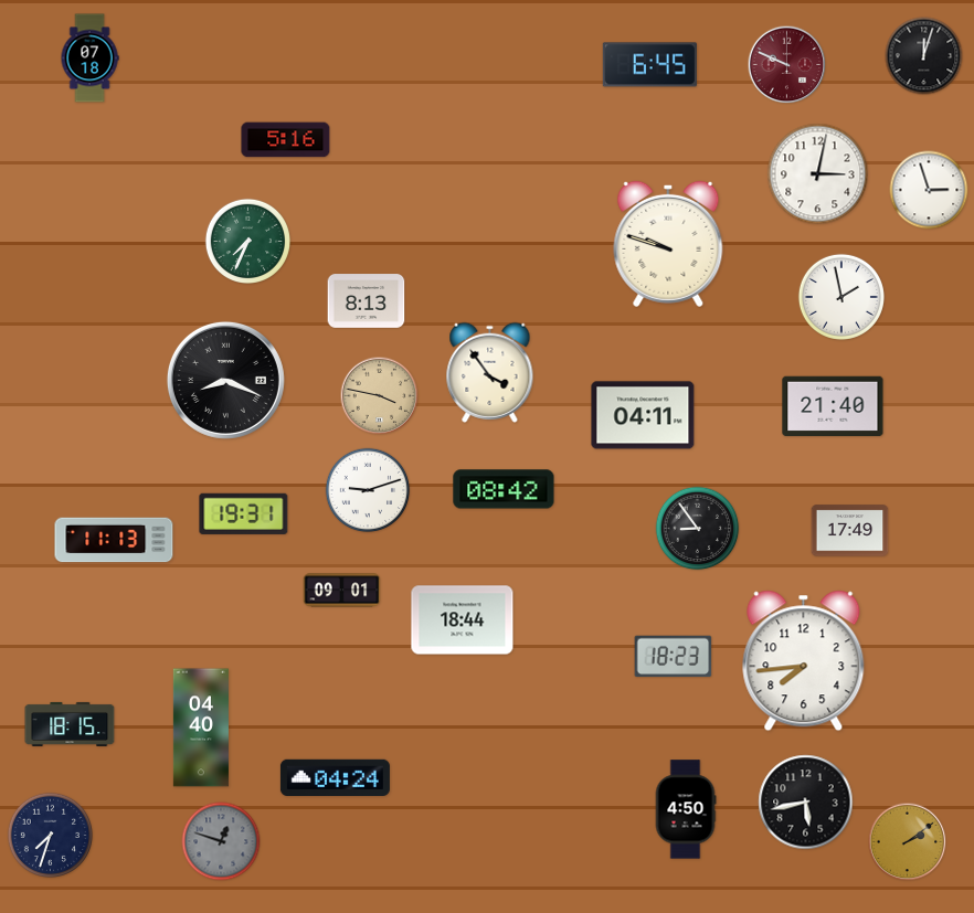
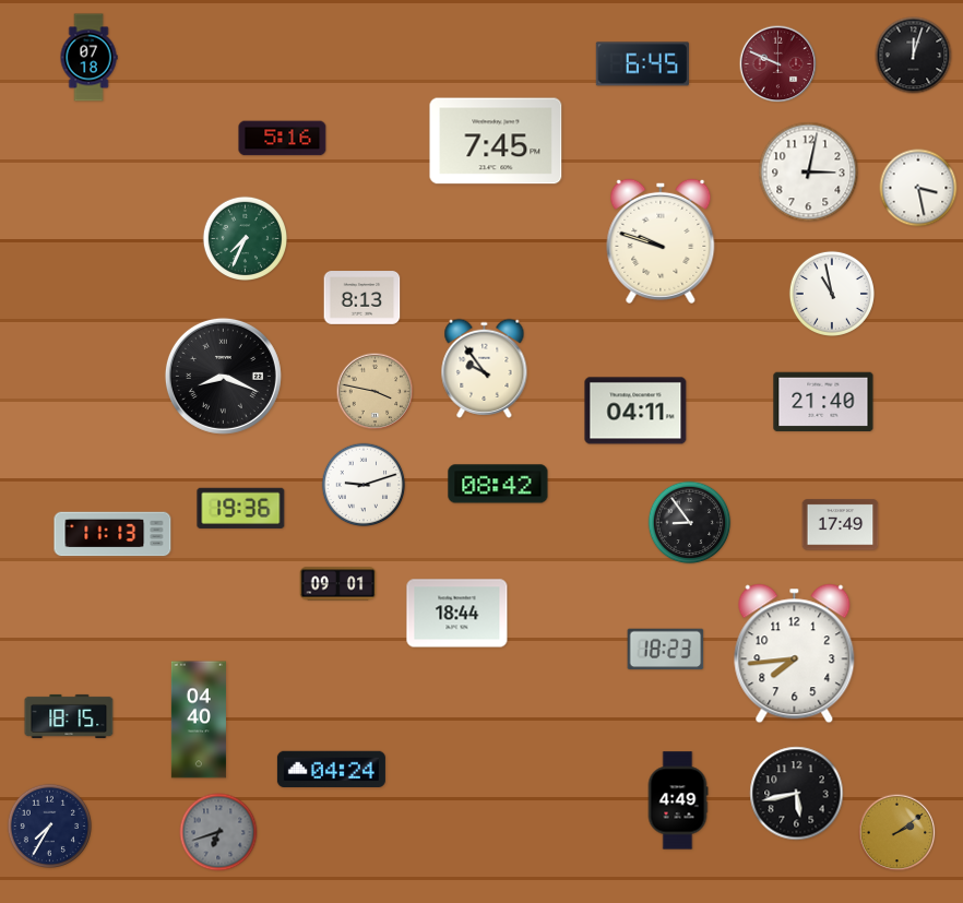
clock at (496, 141): none -> 7:45
clock at (929, 190): 2:57 -> 3:28
clock at (841, 297): 1:58 -> 10:58
clock at (490, 372): 3:54 -> 9:54
clock at (244, 513): 19:31 -> 19:36
clock at (686, 809): 4:50 -> 4:49
clock at (50, 835): 7:33 -> 7:35
clock at (221, 841): 12:48 -> 6:42
